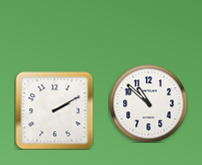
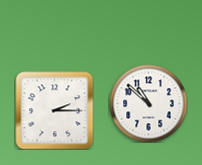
clock at (54, 110): 2:10 -> 2:15
